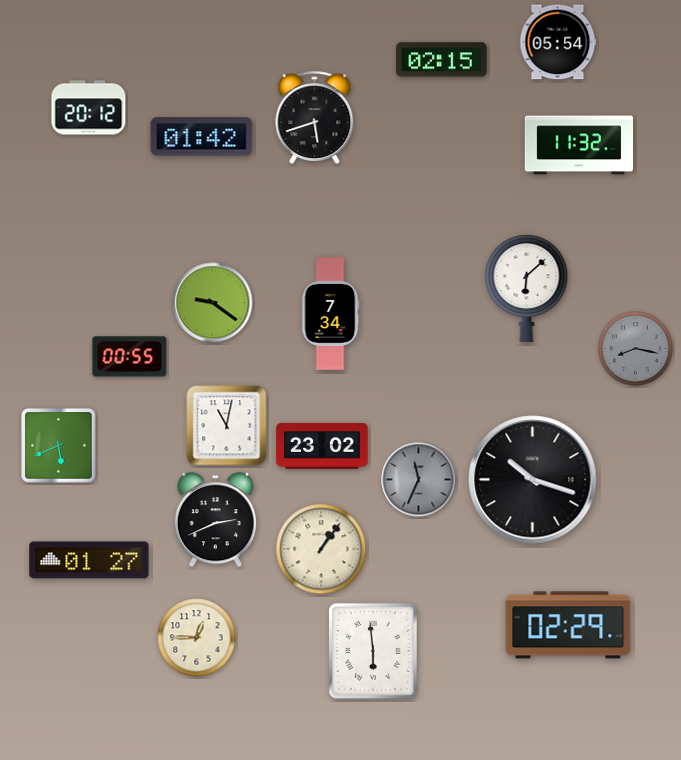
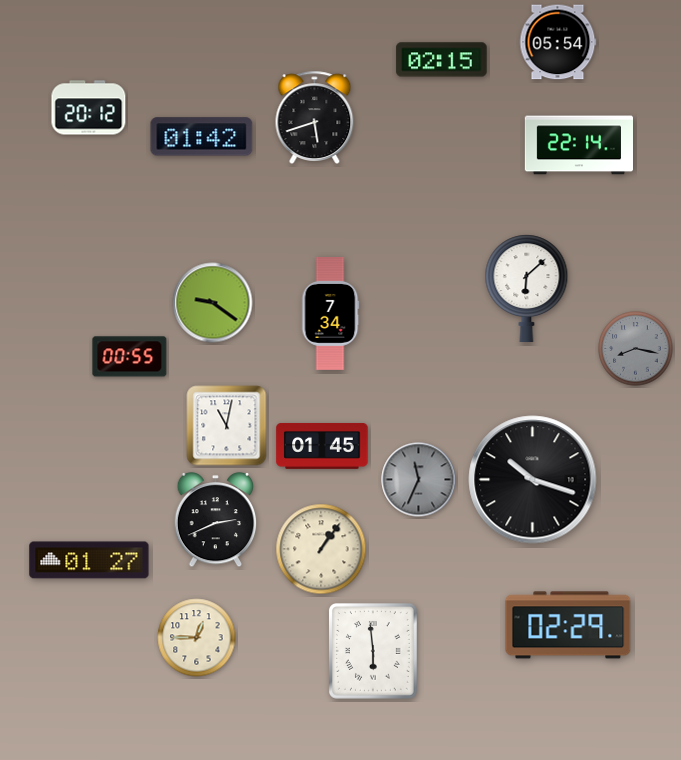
clock at (578, 145): 11:32 -> 22:14
clock at (59, 446): 5:41 -> none
clock at (322, 447): 23:02 -> 01:45
